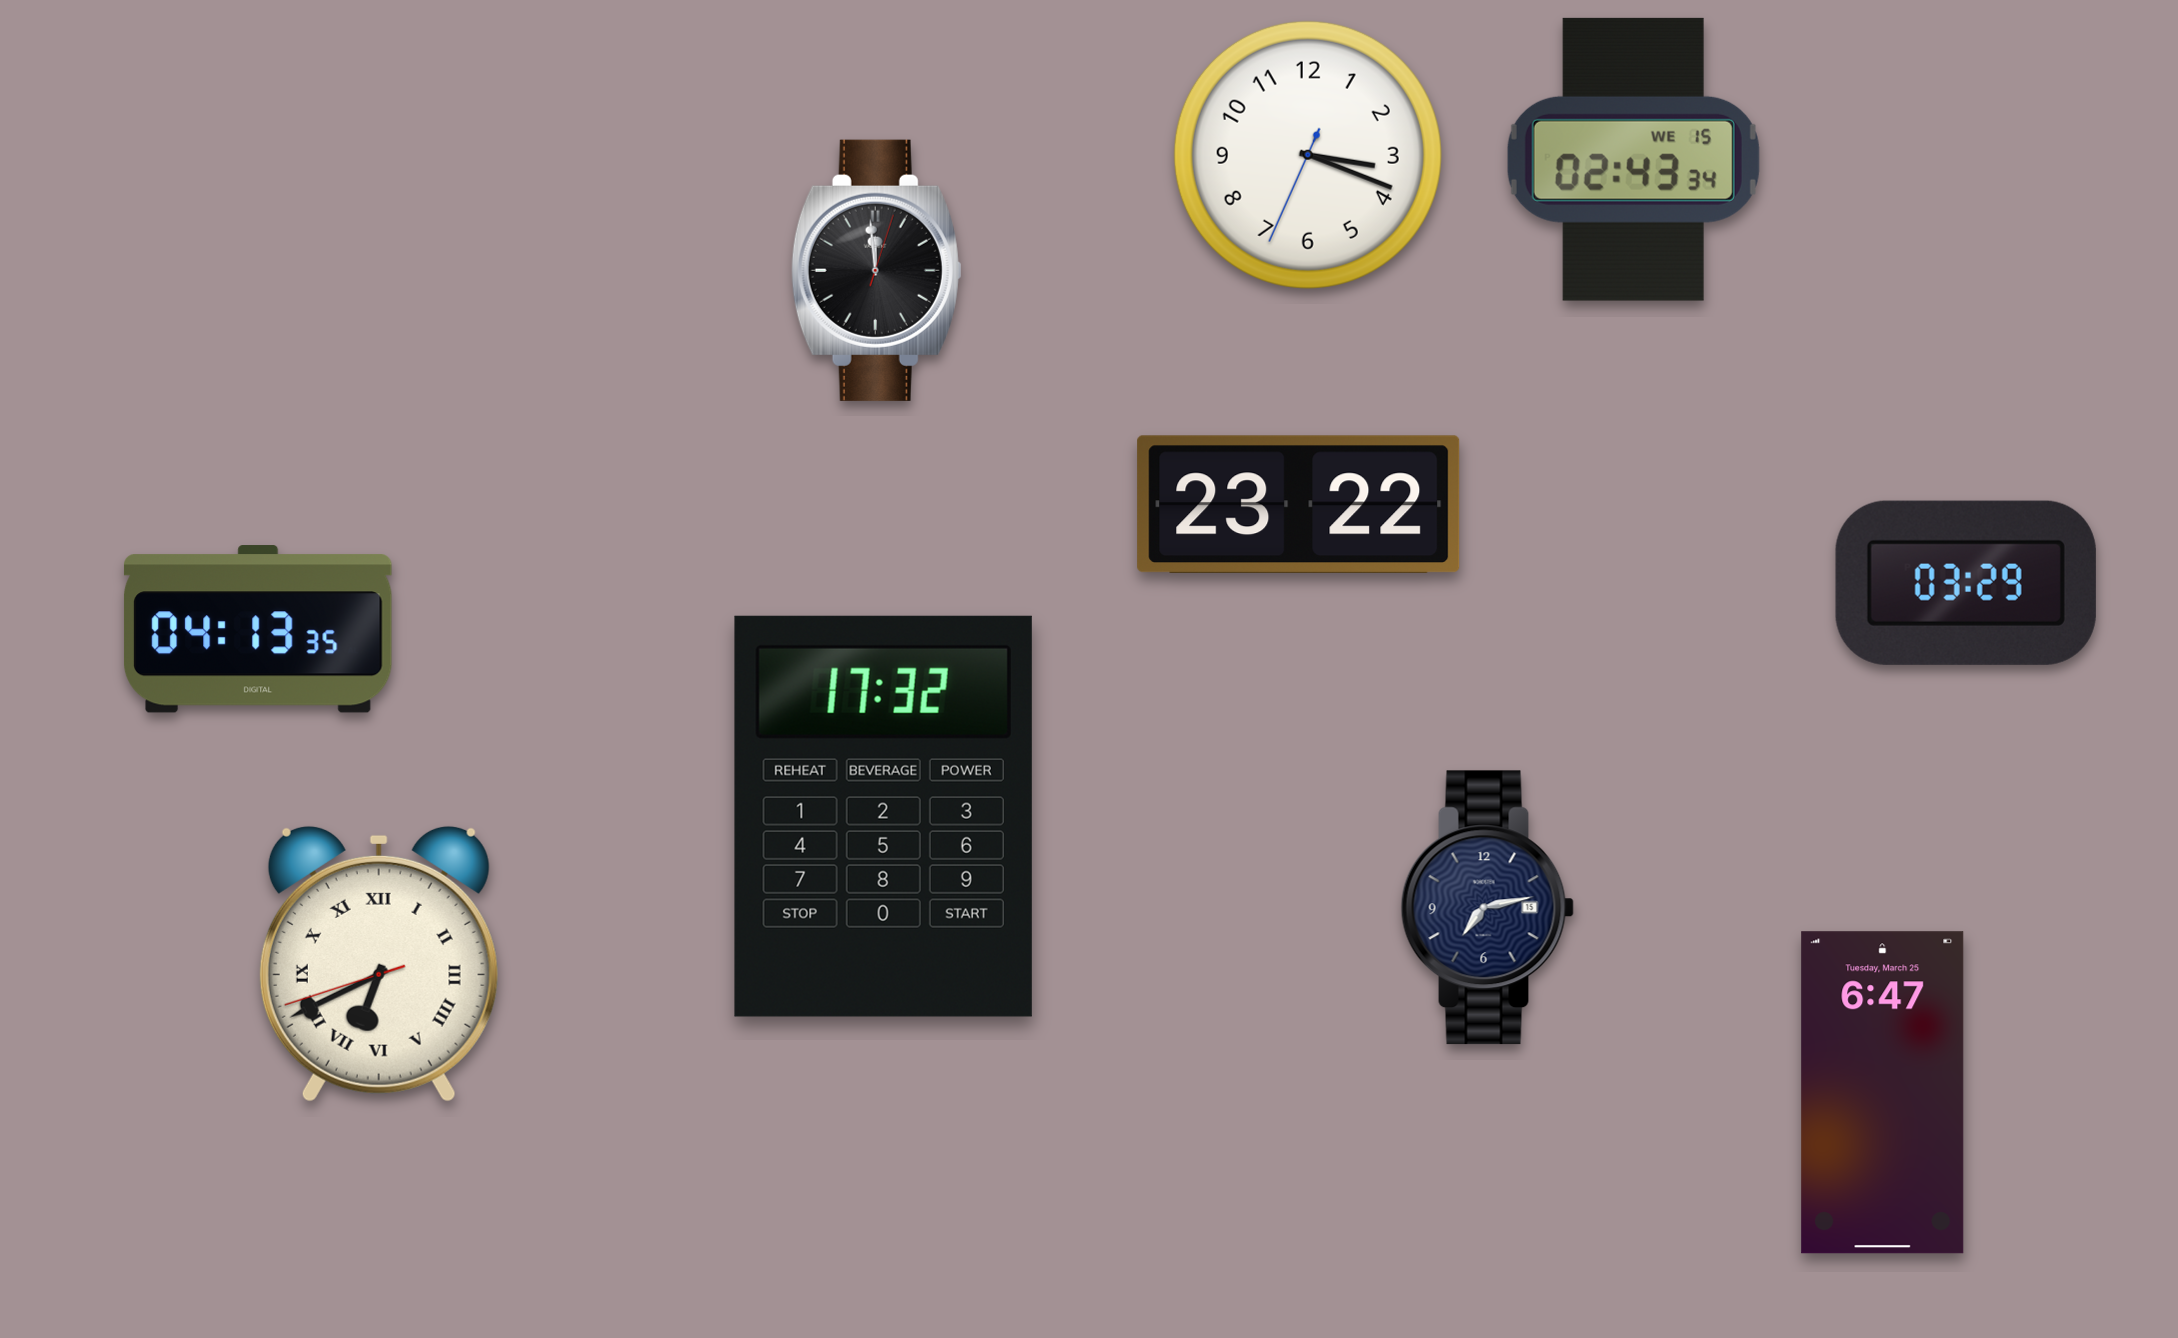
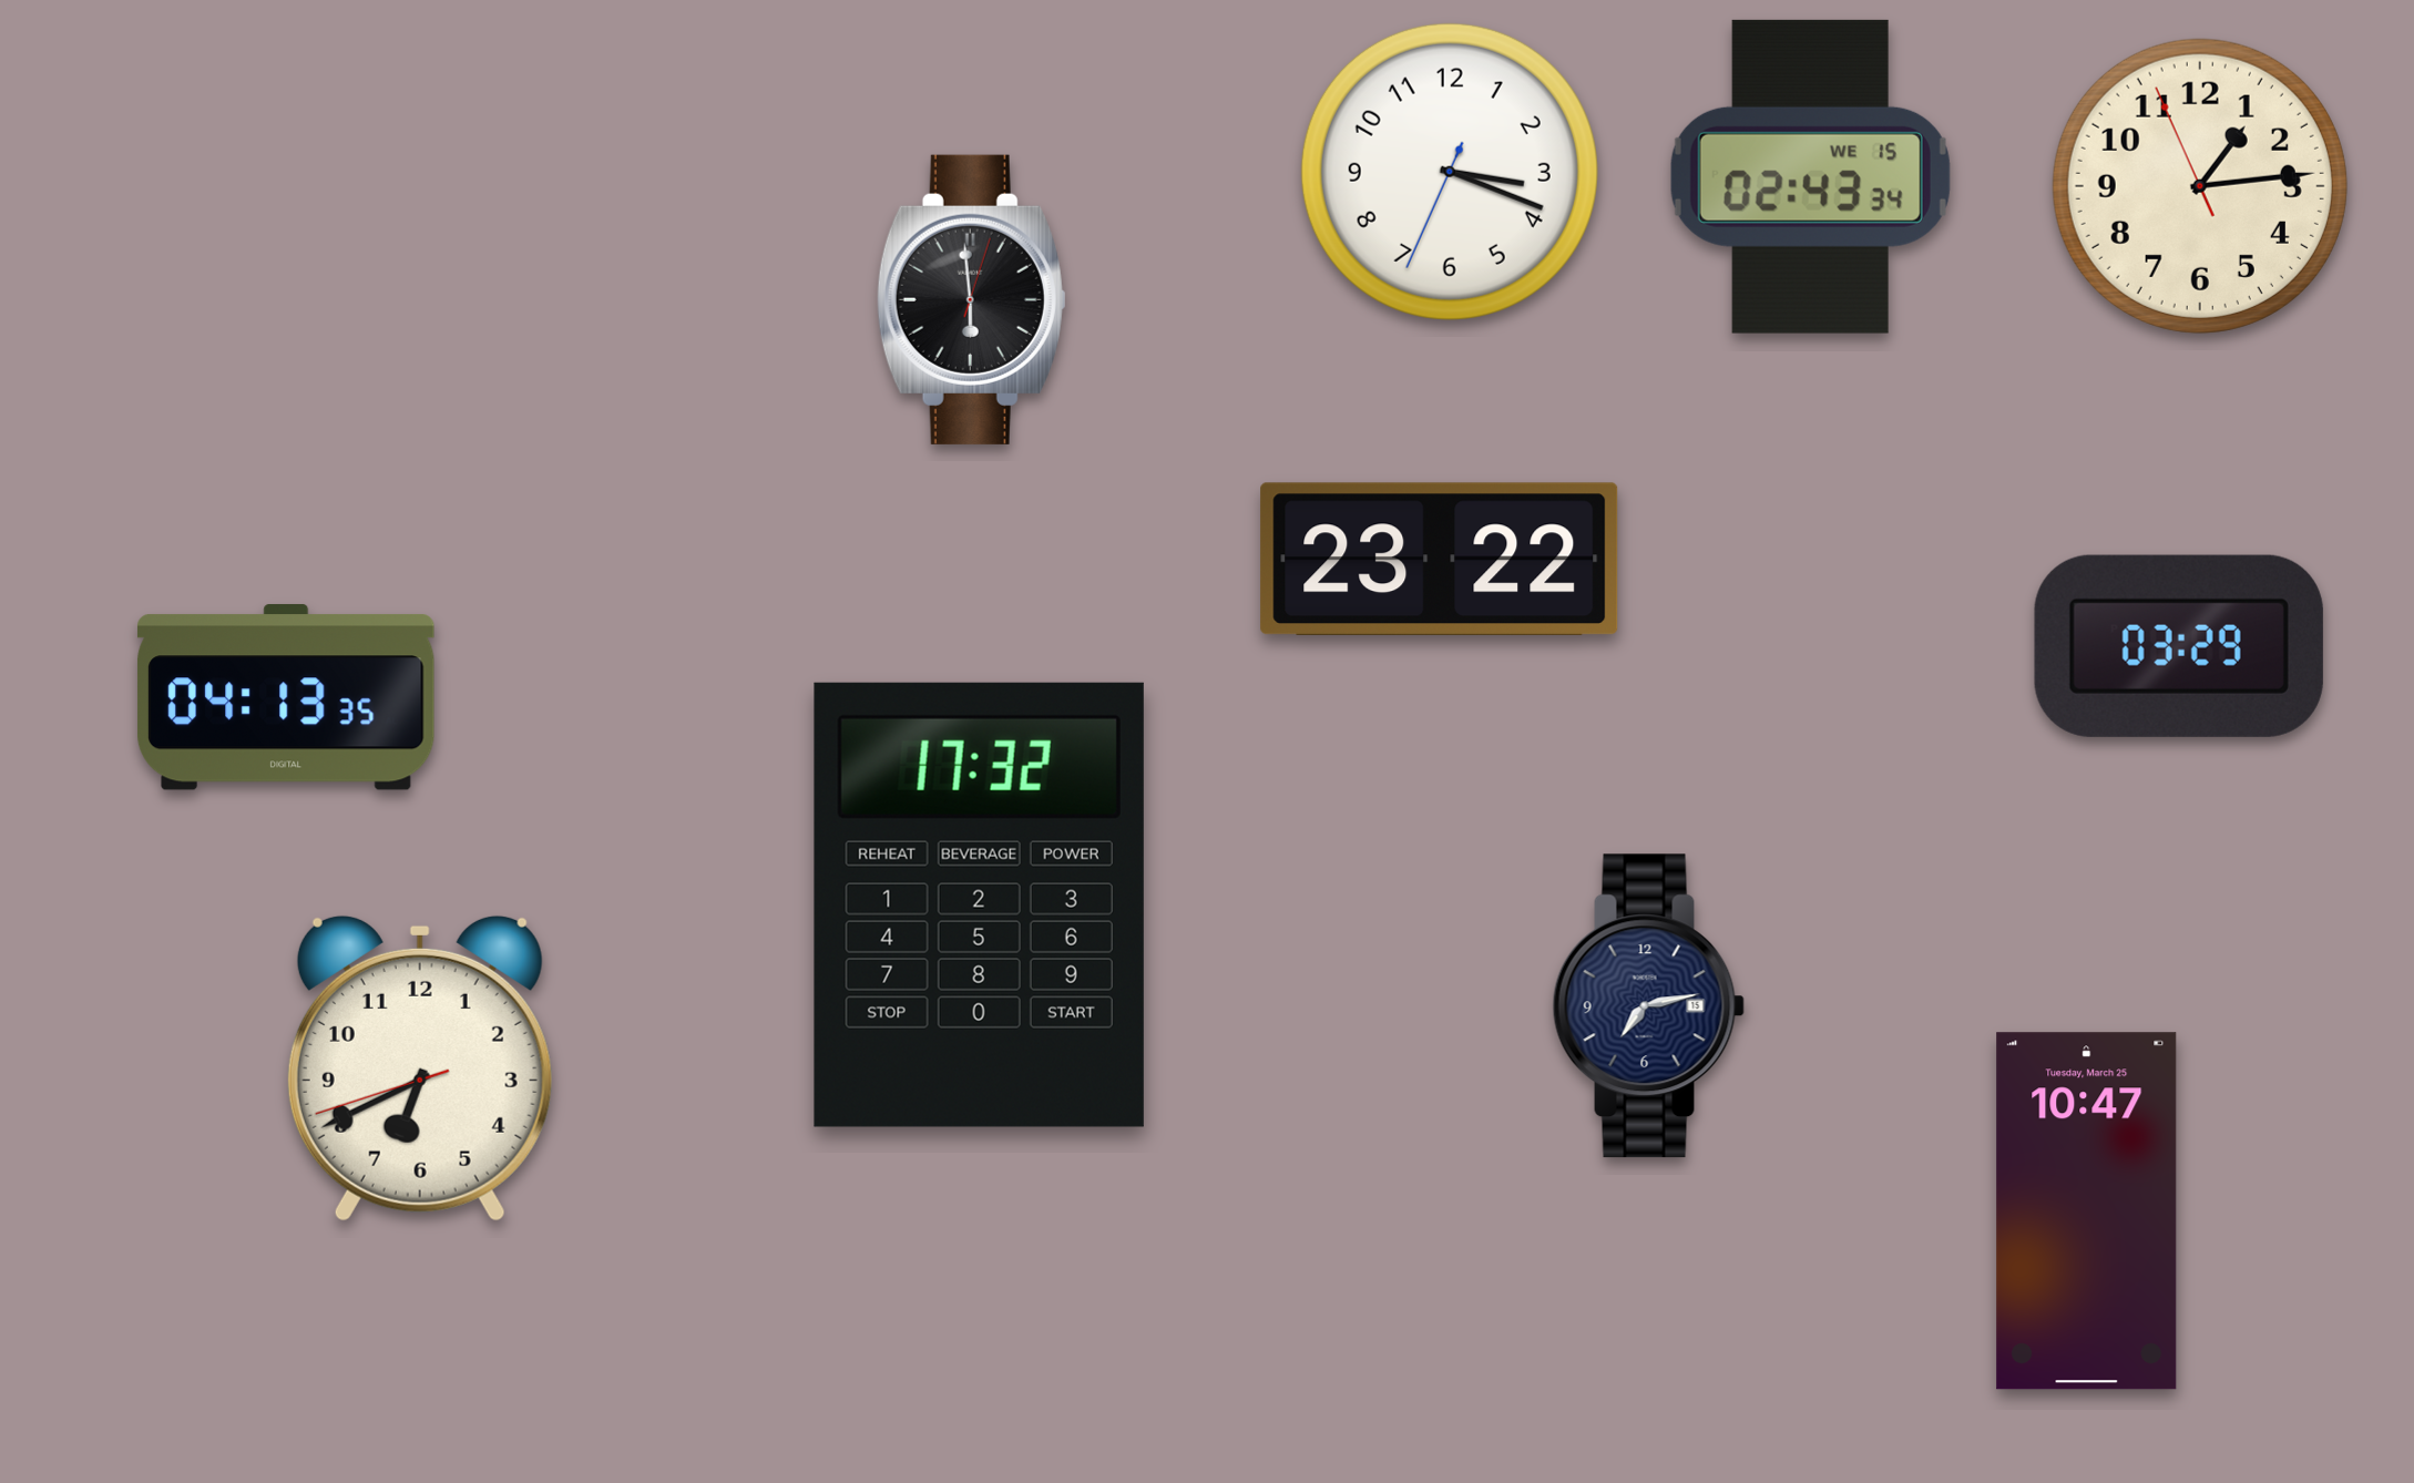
clock at (2200, 186): none -> 1:13
clock at (876, 270): 11:59 -> 5:59
clock at (379, 964) numerals: Roman -> Arabic
clock at (1883, 1093): 6:47 -> 10:47
